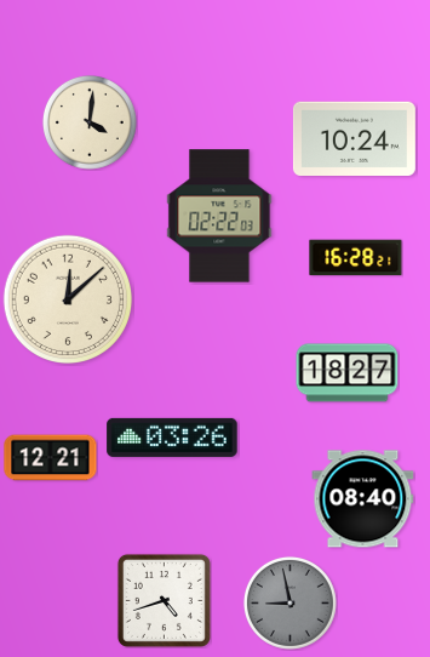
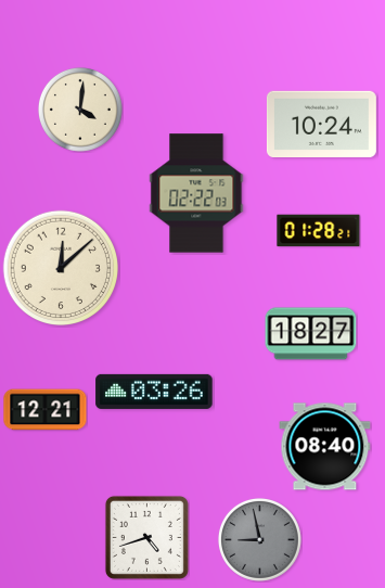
clock at (354, 138) position: (354, 138) -> (321, 124)
clock at (356, 258): 16:28 -> 01:28
